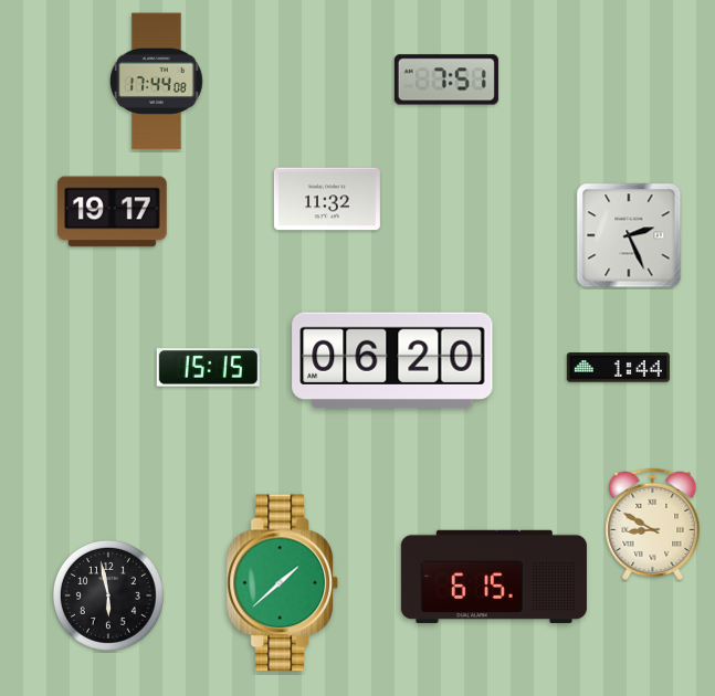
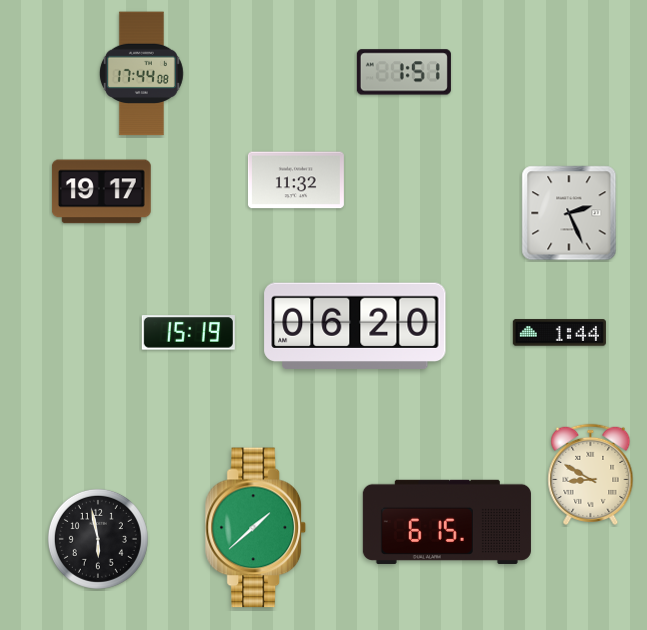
clock at (446, 80): 7:51 -> 1:51
clock at (208, 368): 15:15 -> 15:19
